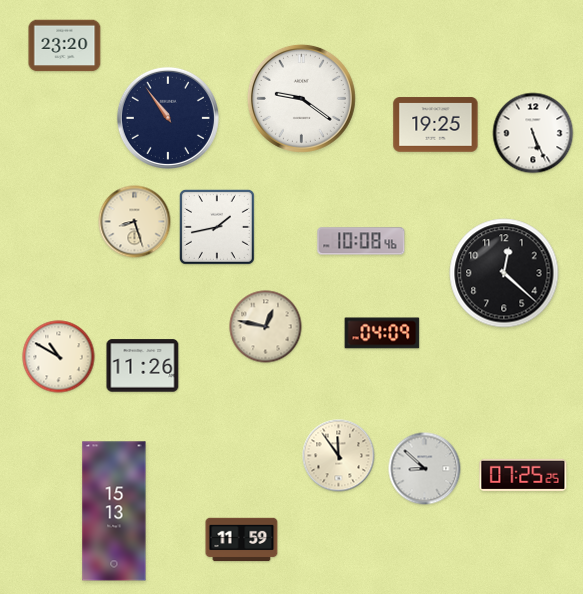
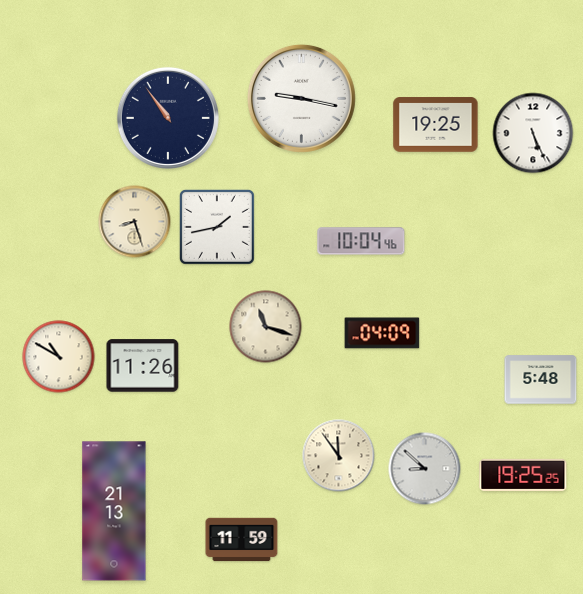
clock at (65, 46): 23:20 -> none
clock at (301, 98): 9:21 -> 9:17
clock at (361, 241): 10:08 -> 10:04
clock at (504, 273): 12:22 -> none
clock at (266, 327): 12:47 -> 11:18
clock at (541, 380): none -> 5:48
clock at (523, 475): 07:25 -> 19:25
clock at (114, 511): 15:13 -> 21:13
